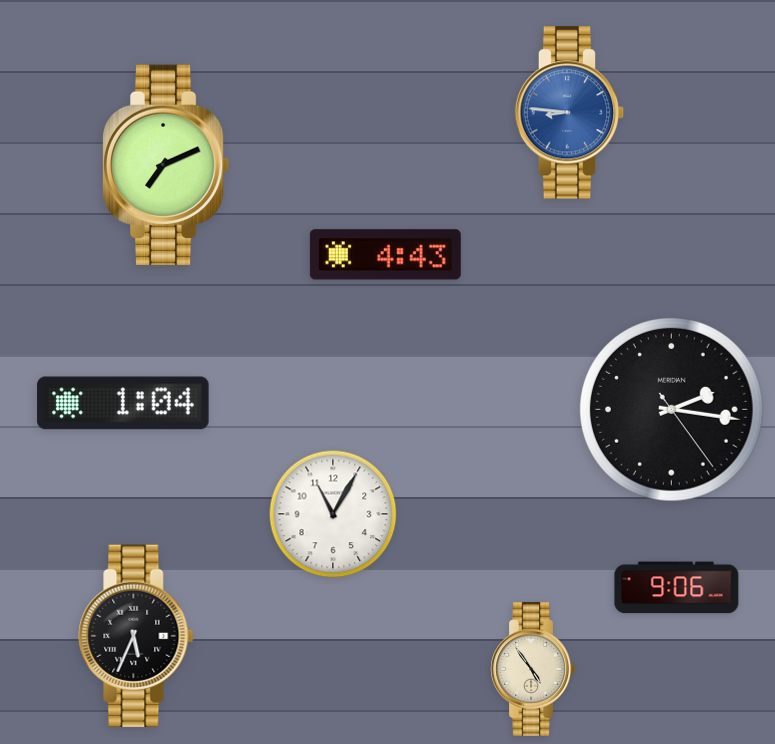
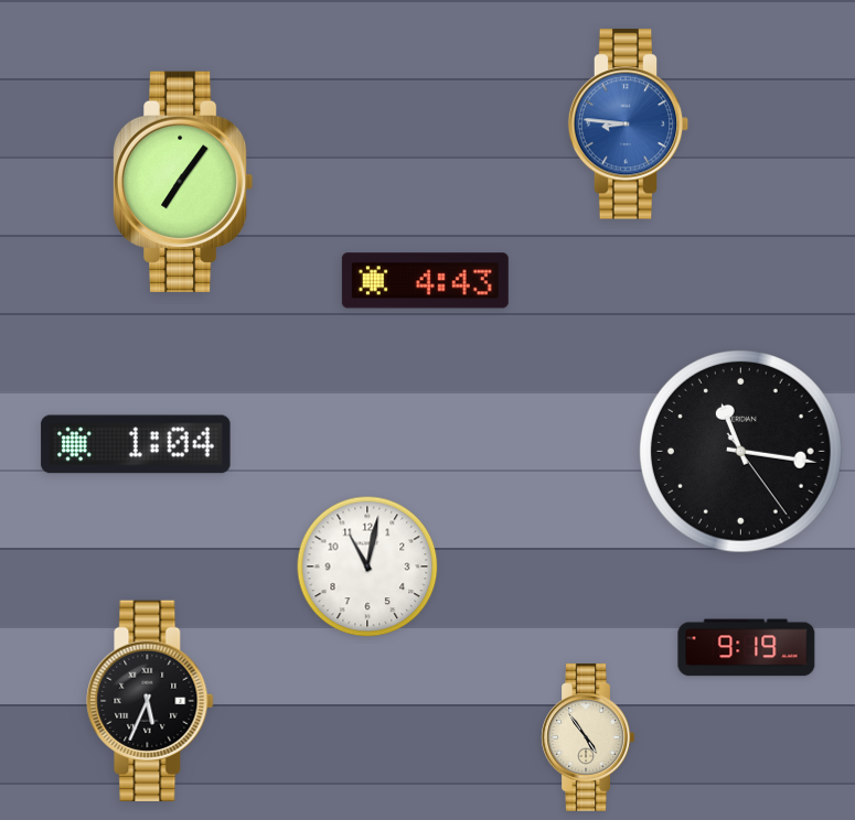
clock at (166, 165): 7:11 -> 7:06
clock at (672, 410): 2:16 -> 11:16
clock at (333, 514): 11:05 -> 11:02
clock at (677, 588): 9:06 -> 9:19
